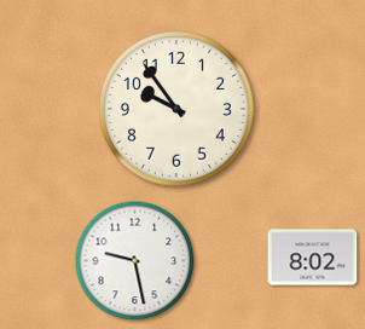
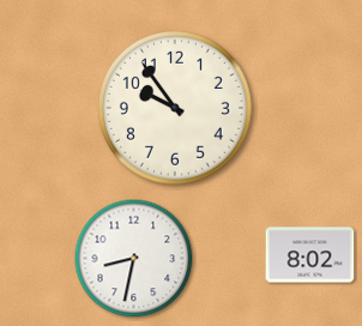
clock at (135, 261): 9:28 -> 8:32
